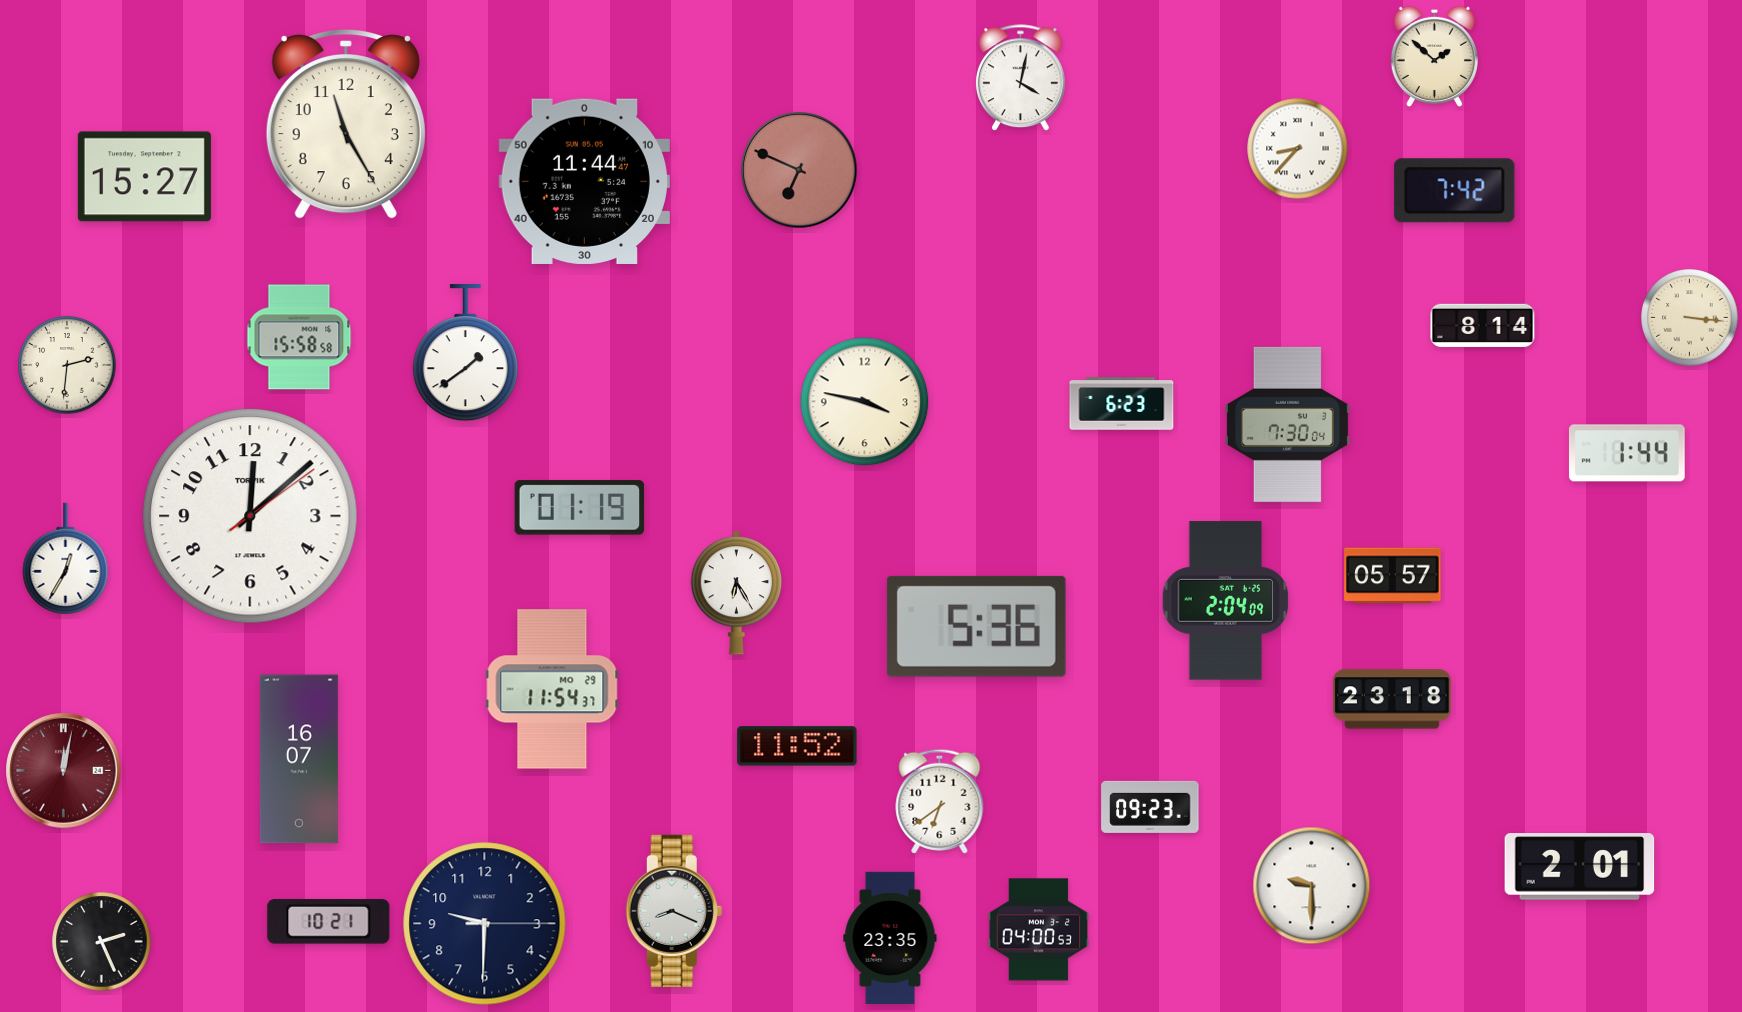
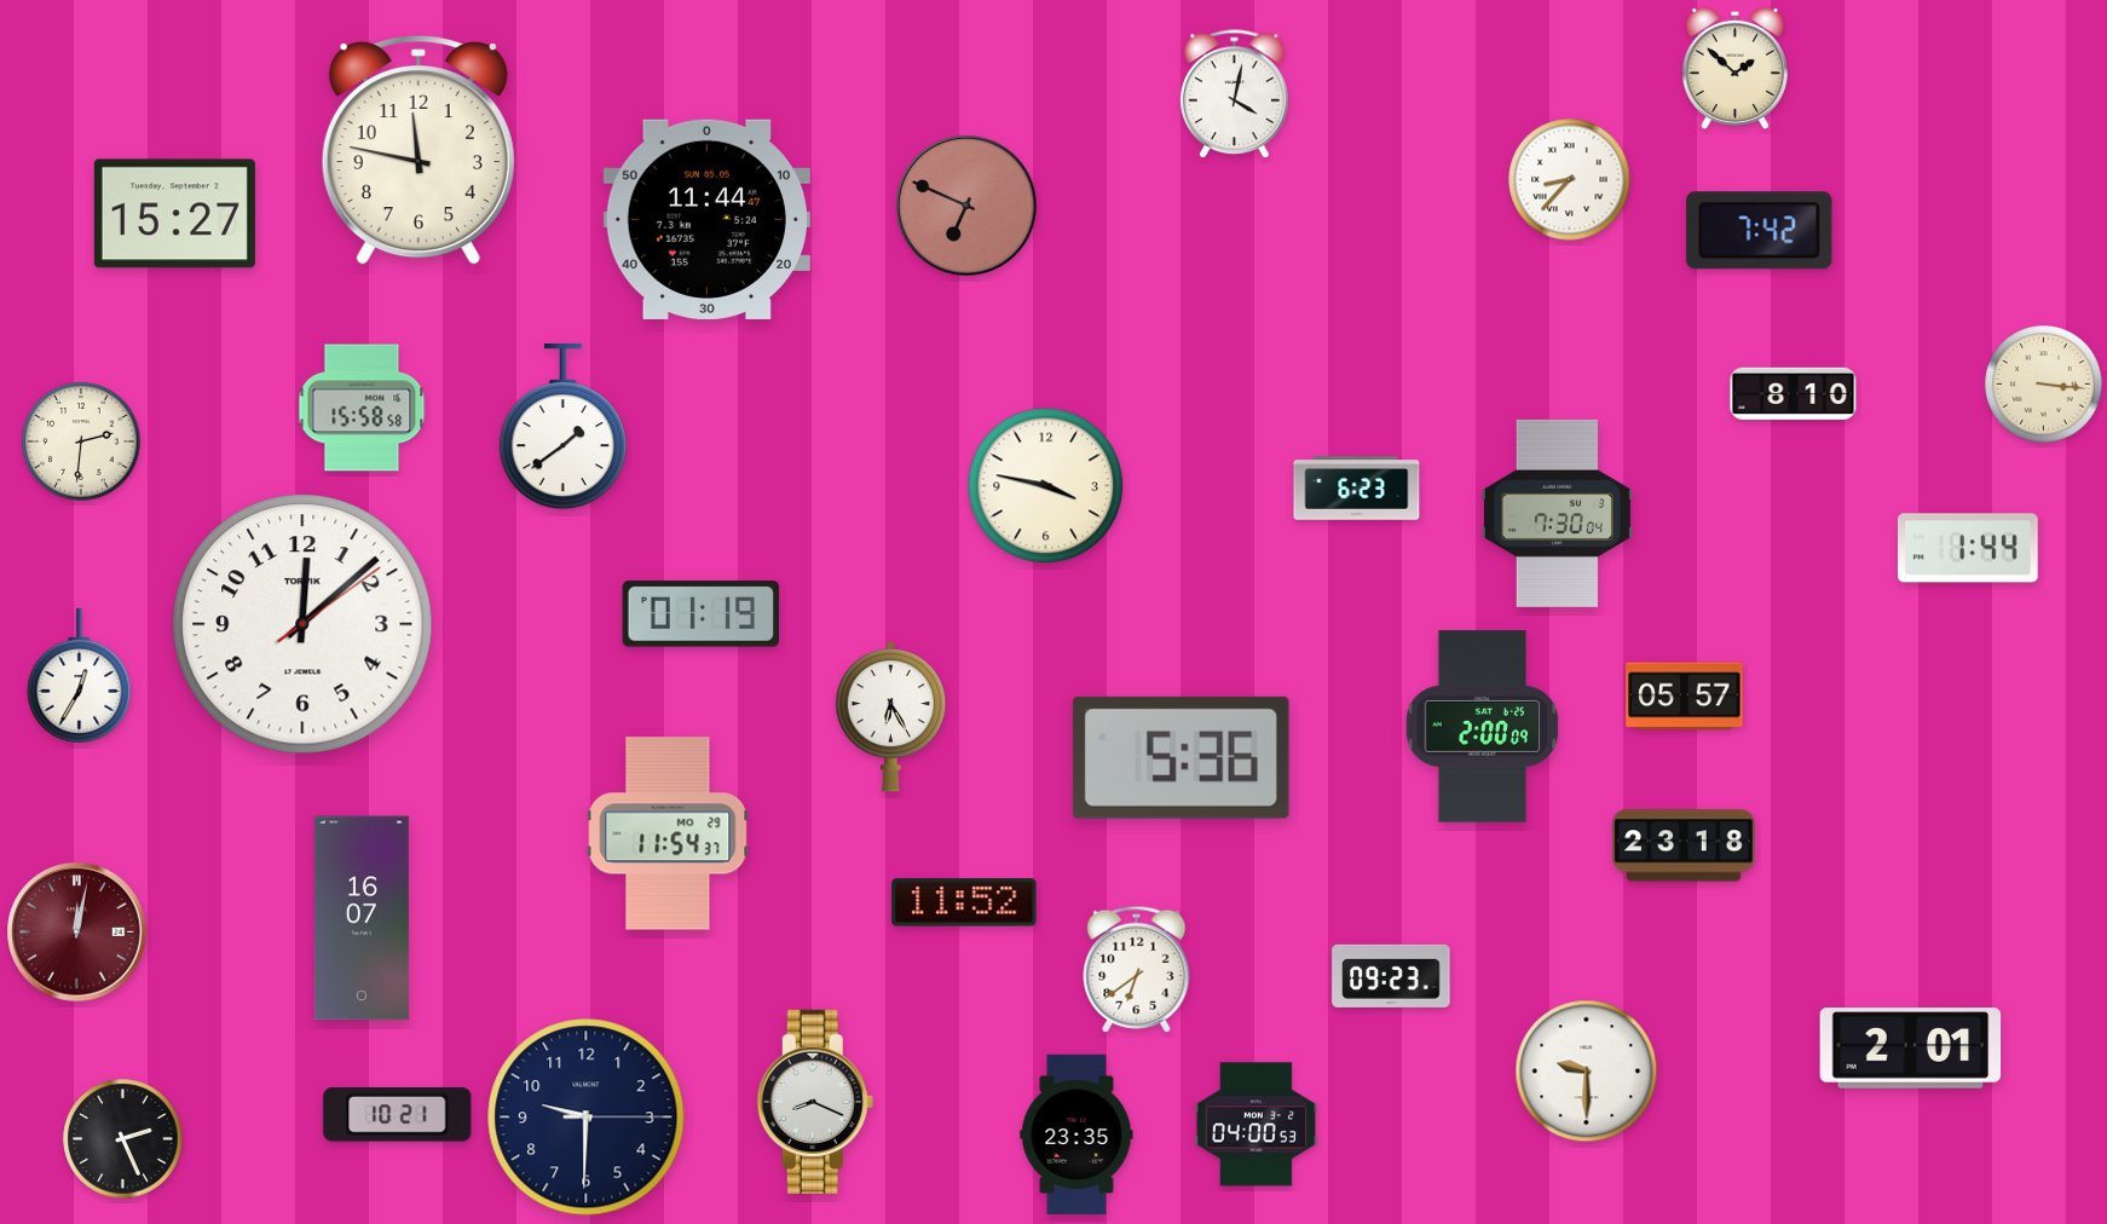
clock at (346, 124): 11:25 -> 11:47
clock at (1483, 326): 8:14 -> 8:10
clock at (1226, 601): 2:04 -> 2:00
